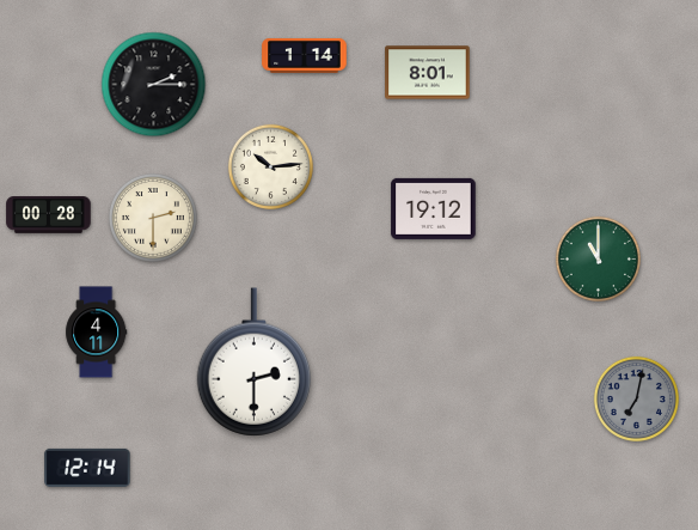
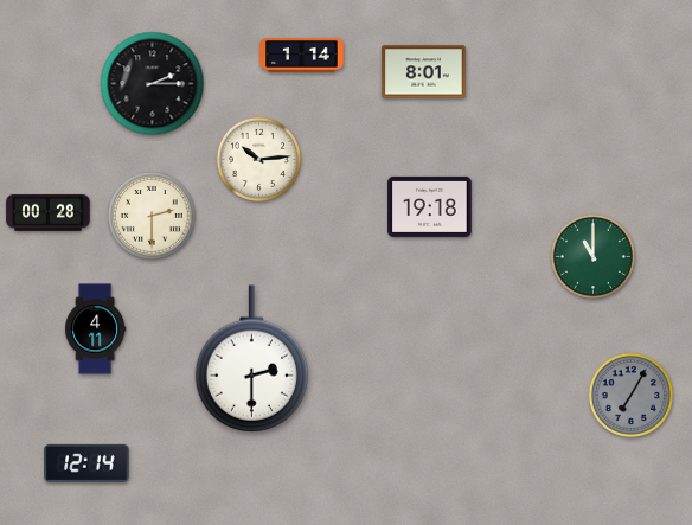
clock at (270, 166) position: (270, 166) -> (258, 159)
clock at (434, 208): 19:12 -> 19:18
clock at (636, 398): 7:02 -> 7:05
